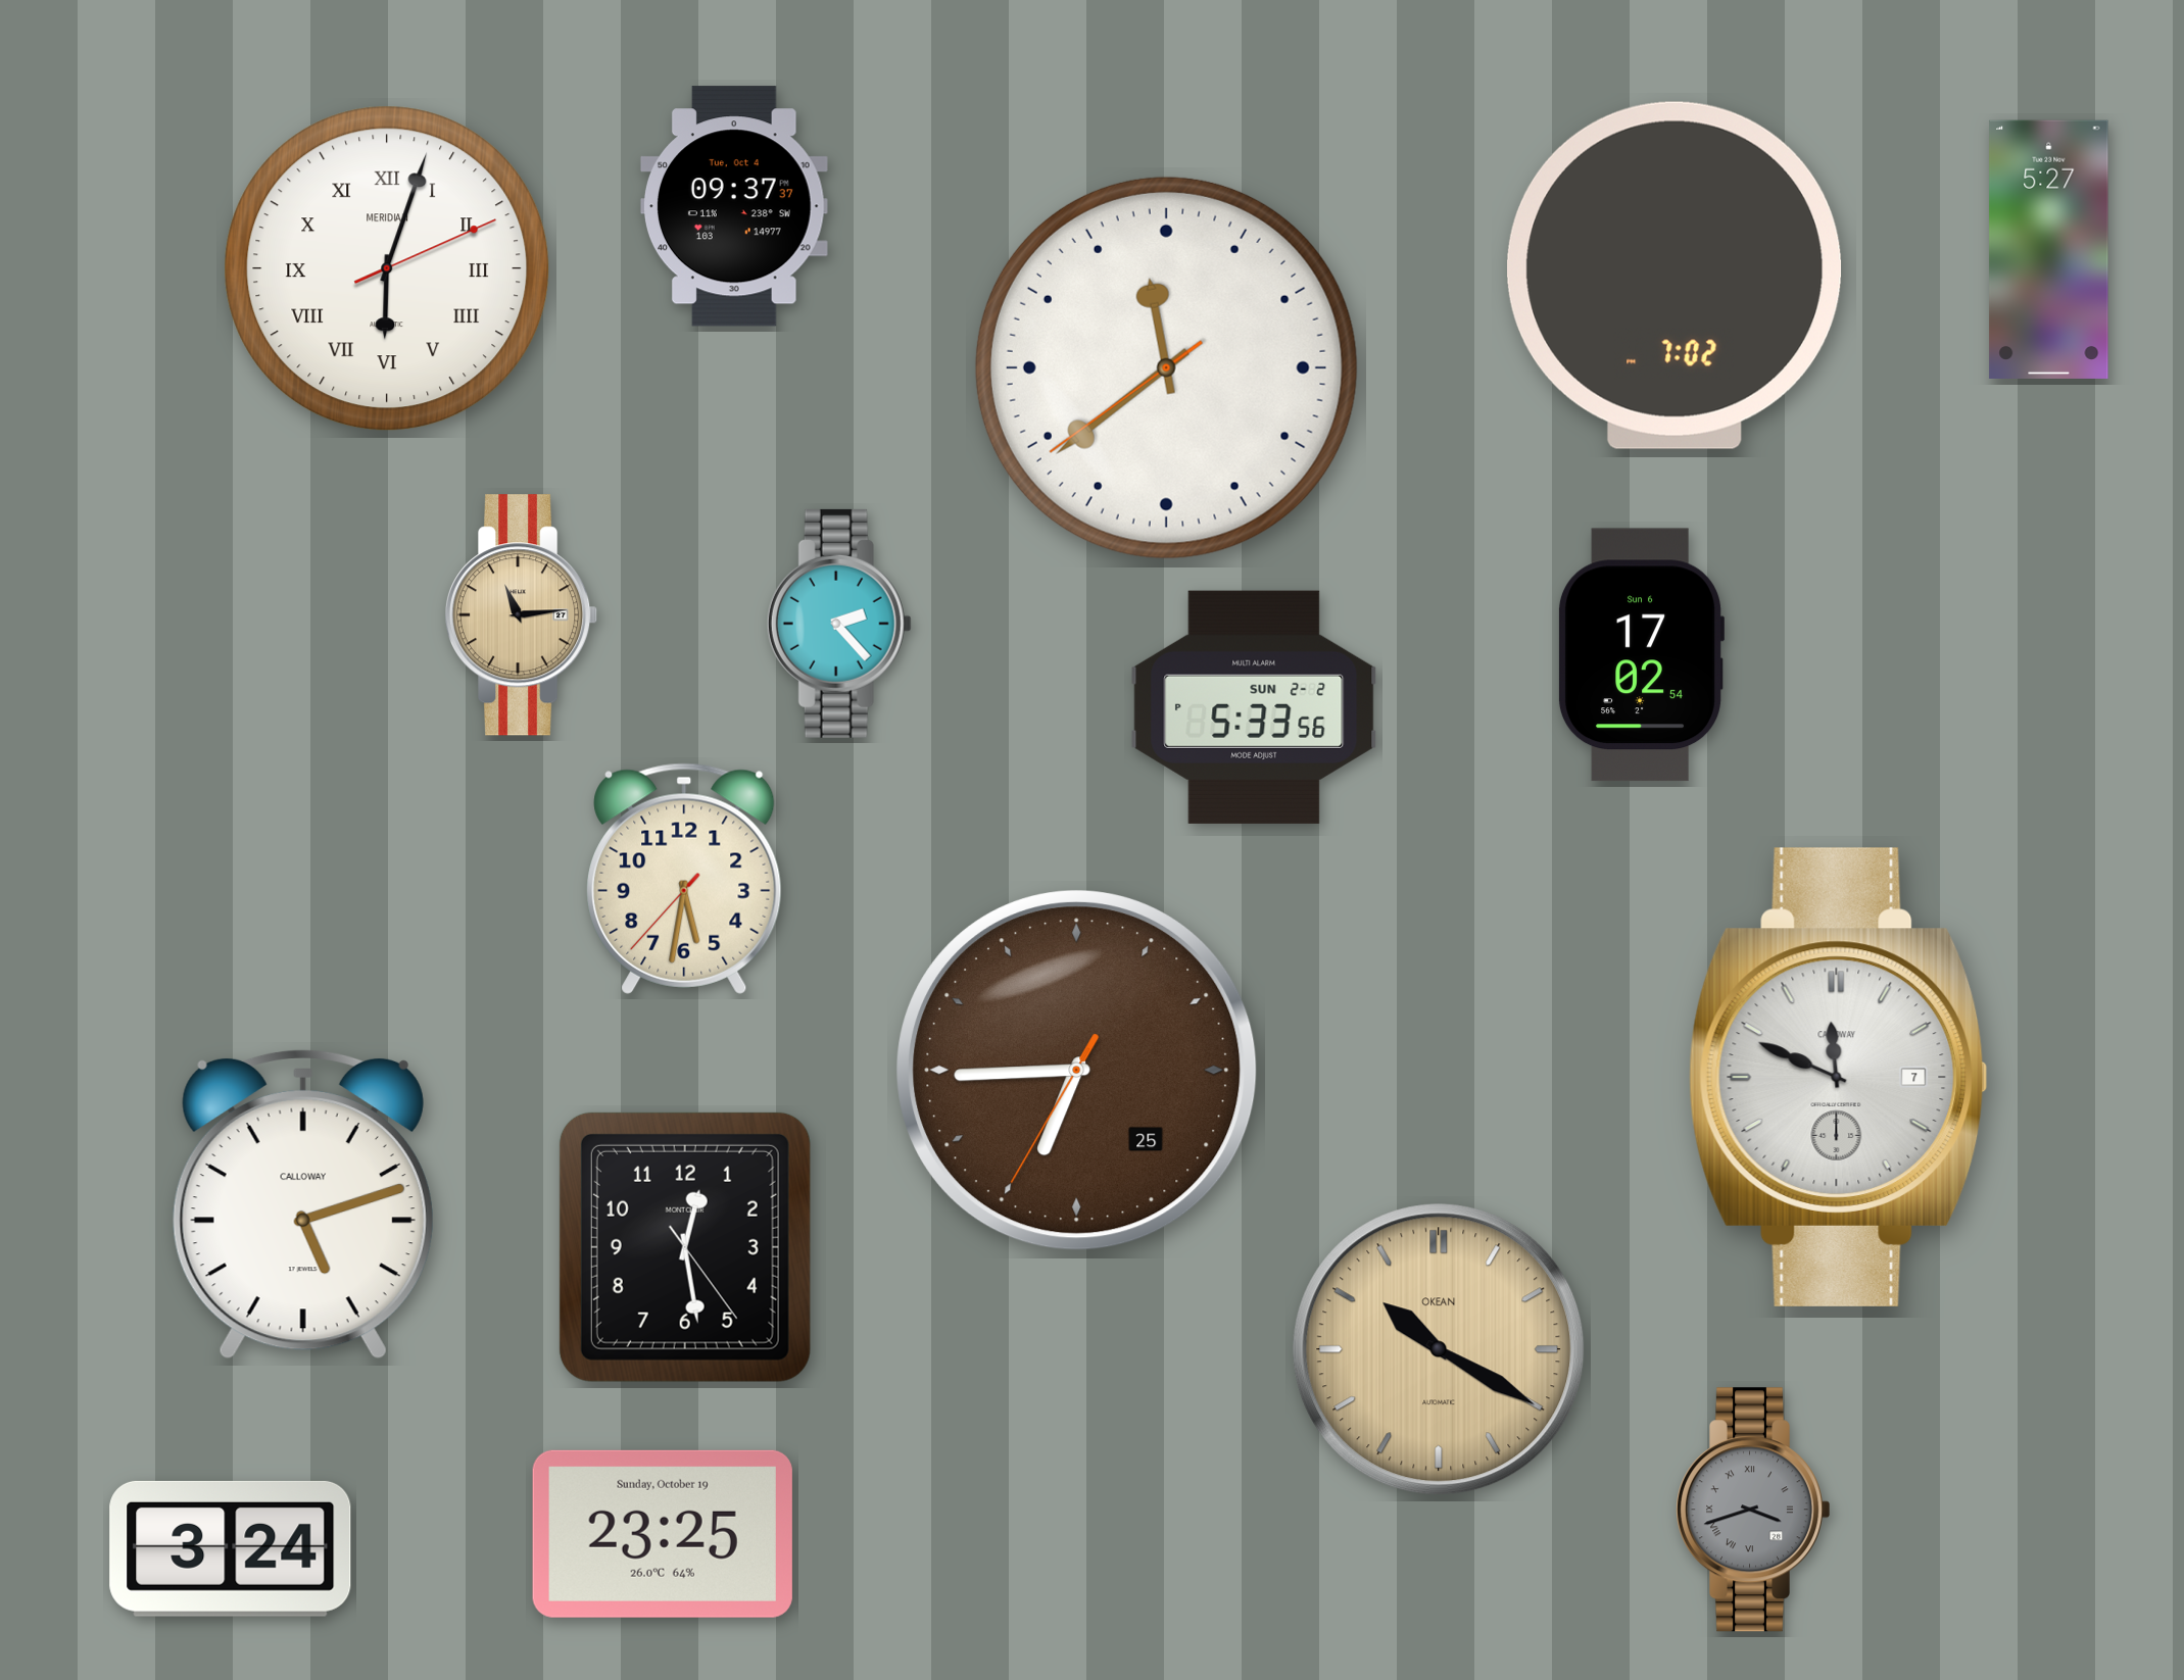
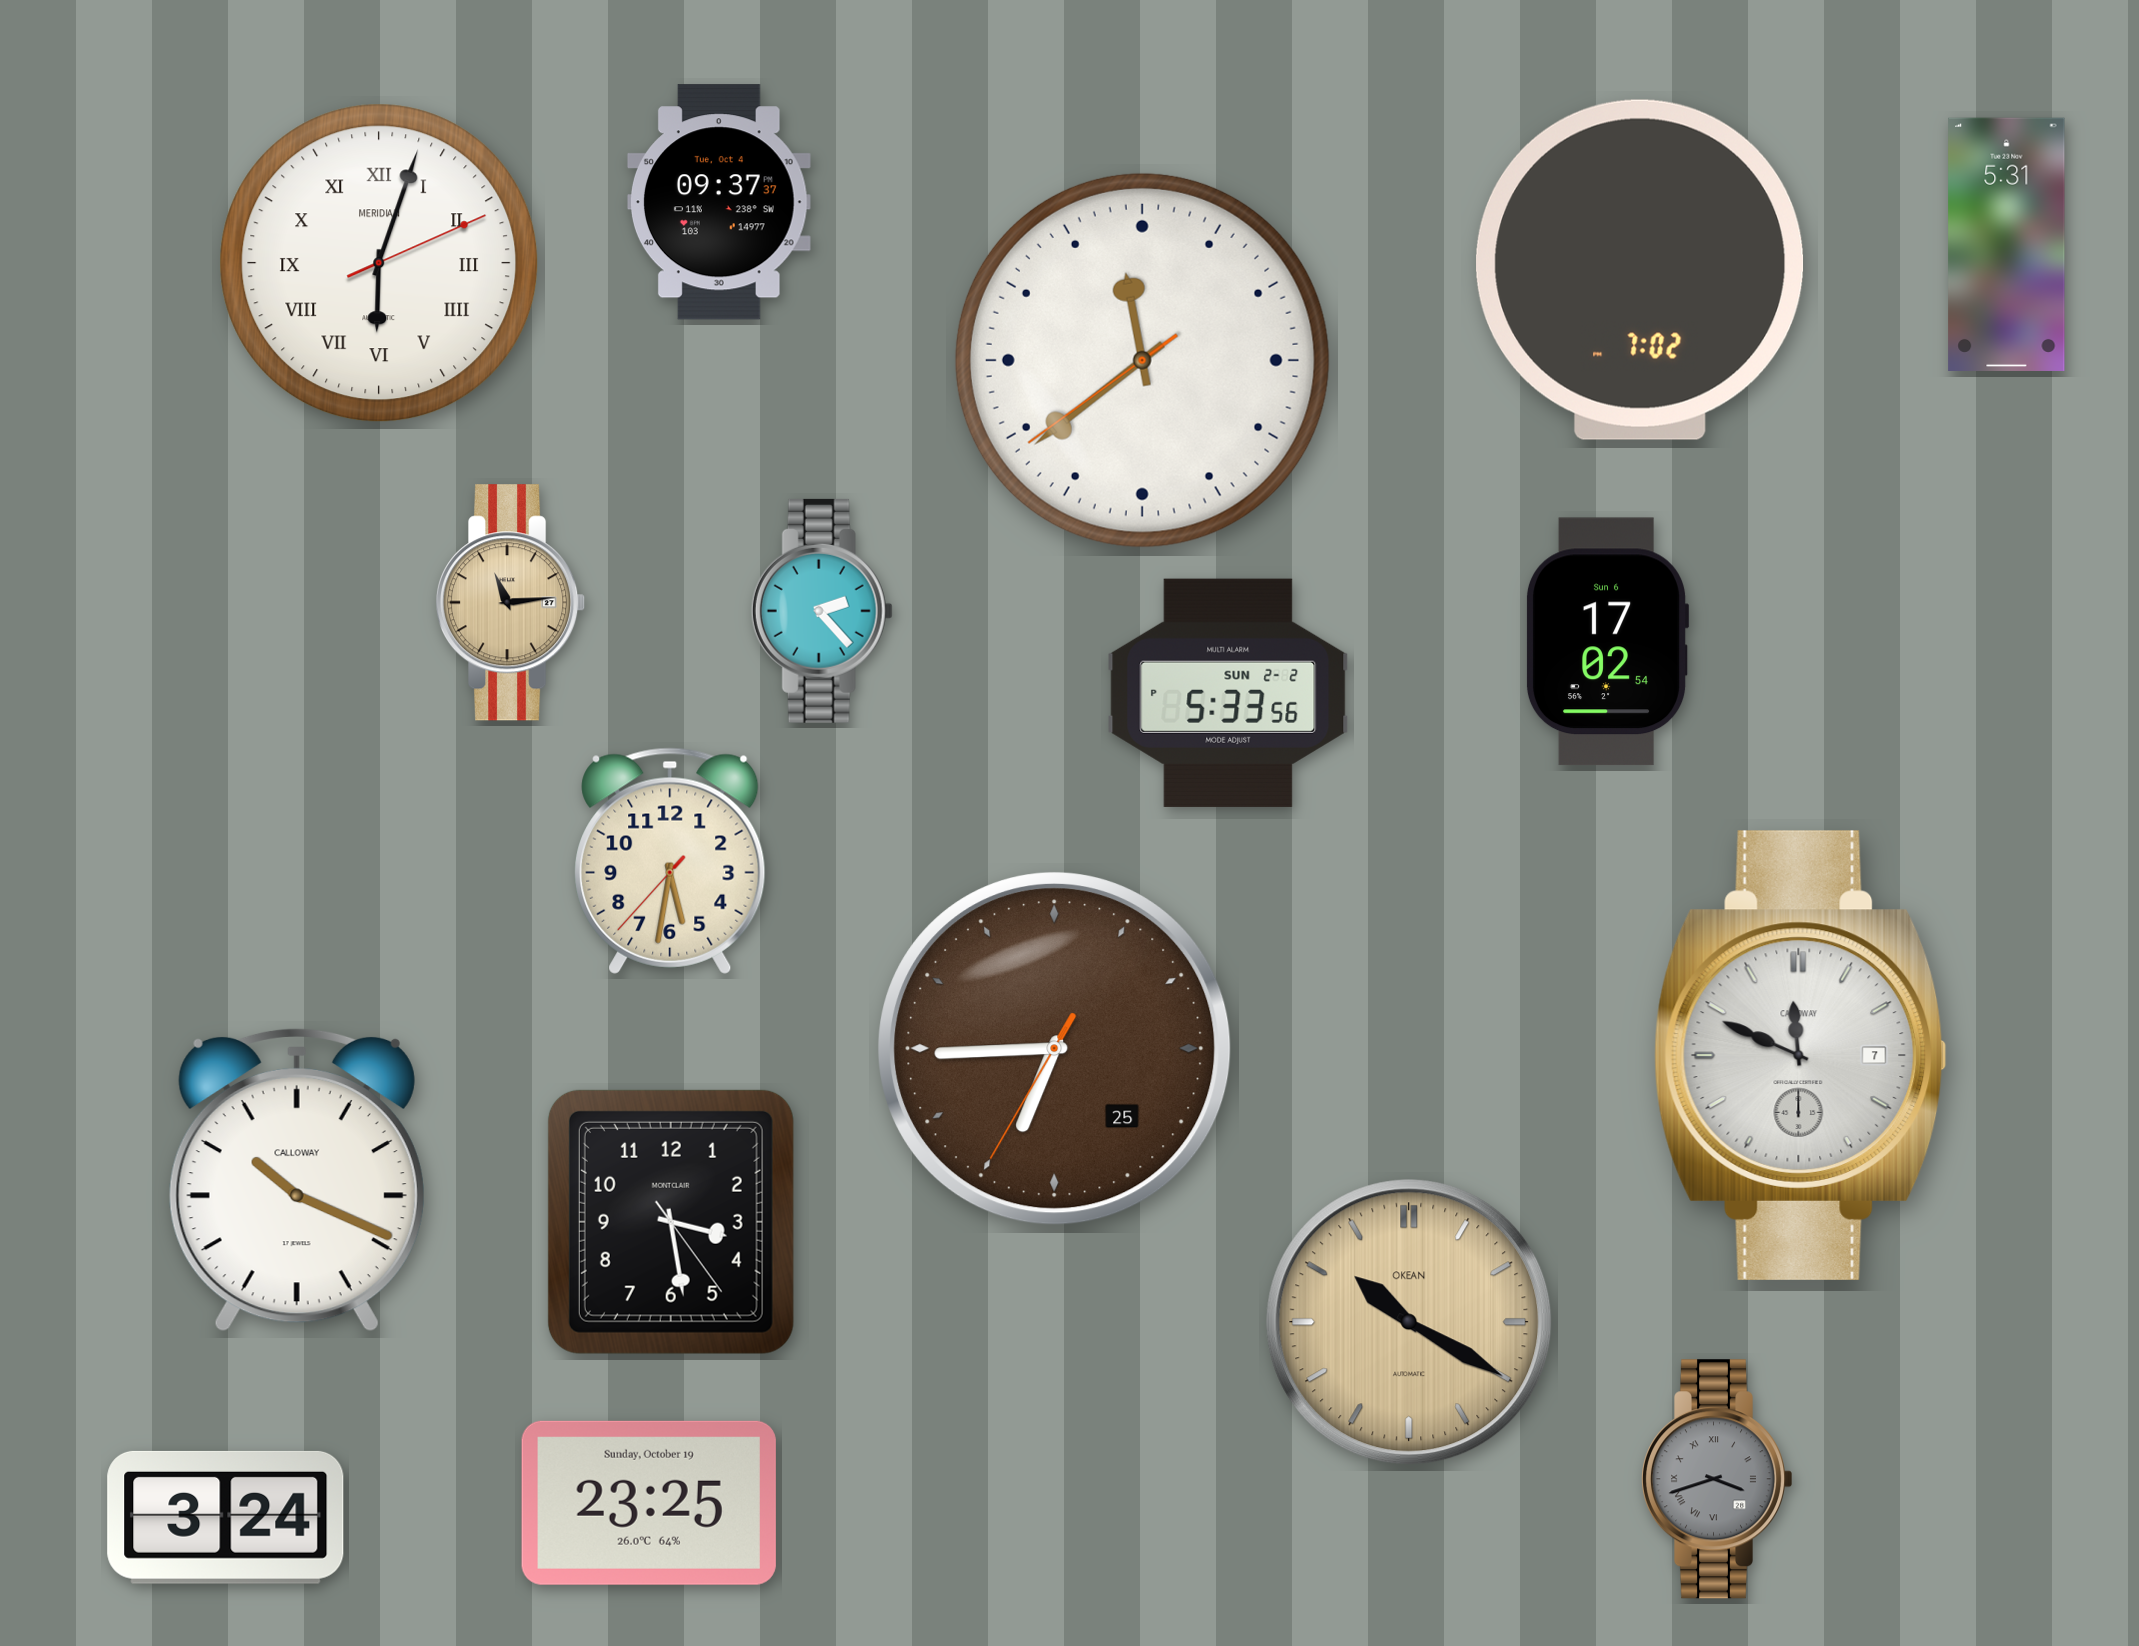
clock at (2049, 249): 5:27 -> 5:31
clock at (303, 1204): 5:12 -> 10:19
clock at (685, 1247): 12:28 -> 3:28
